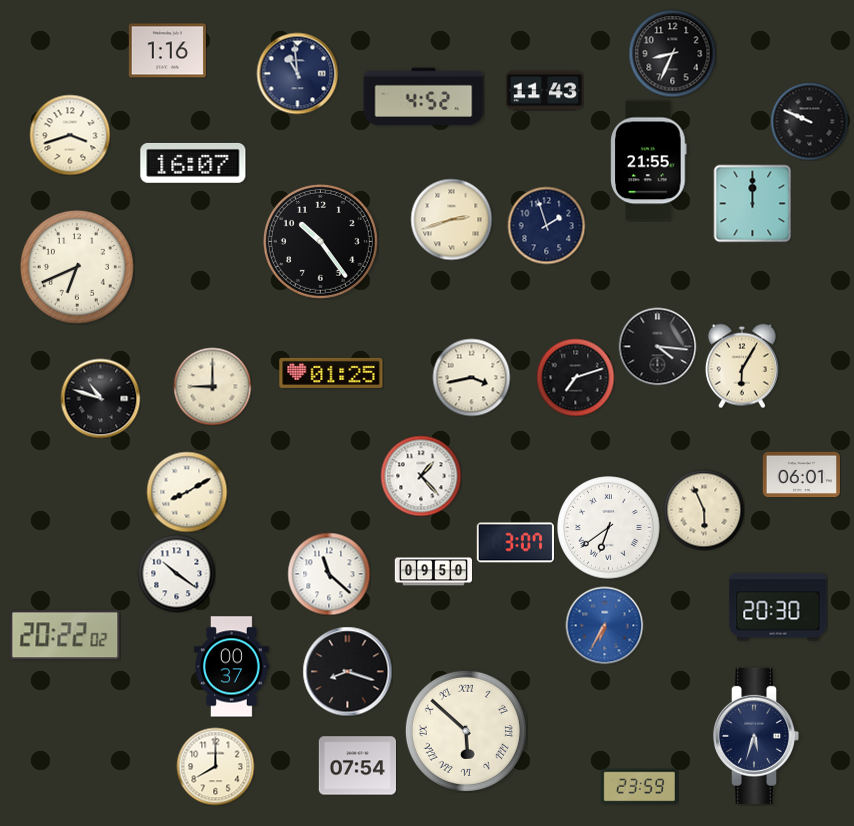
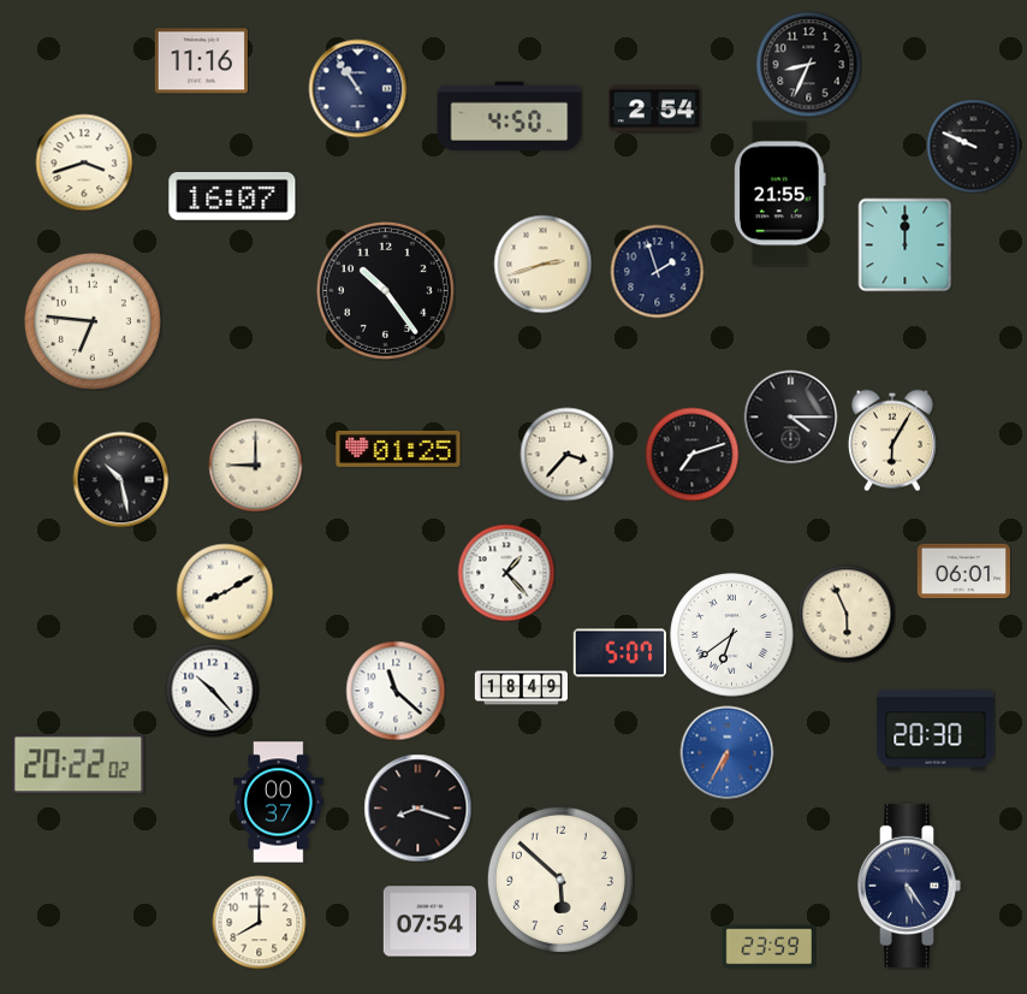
clock at (167, 51): 1:16 -> 11:16
clock at (297, 73): 10:59 -> 10:54
clock at (544, 91): 11:43 -> 2:54
clock at (424, 97): 4:52 -> 4:50
clock at (77, 267): 6:41 -> 6:46
clock at (657, 346): 4:16 -> 4:15
clock at (471, 377): 3:43 -> 3:37
clock at (100, 398): 10:48 -> 10:28
clock at (515, 543): 3:07 -> 5:07
clock at (433, 572): 09:50 -> 18:49
clock at (176, 573): 10:21 -> 10:23
clock at (466, 731) numerals: Roman -> Arabic
clock at (756, 736): 5:33 -> 5:24
